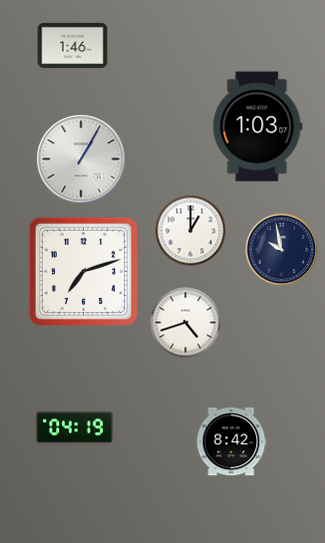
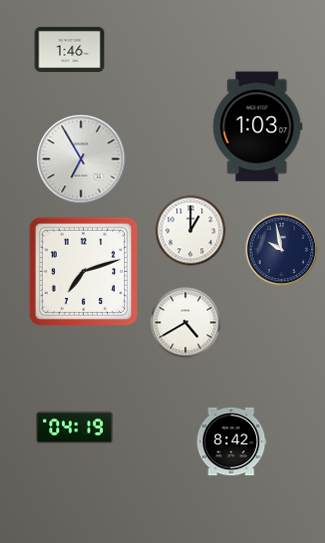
clock at (73, 45) position: (73, 45) -> (70, 49)
clock at (81, 159): 1:05 -> 6:55
clock at (186, 323): 4:42 -> 4:40
